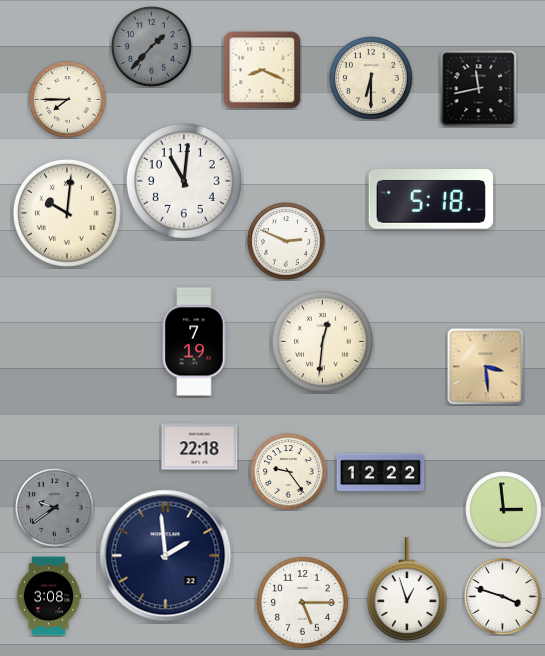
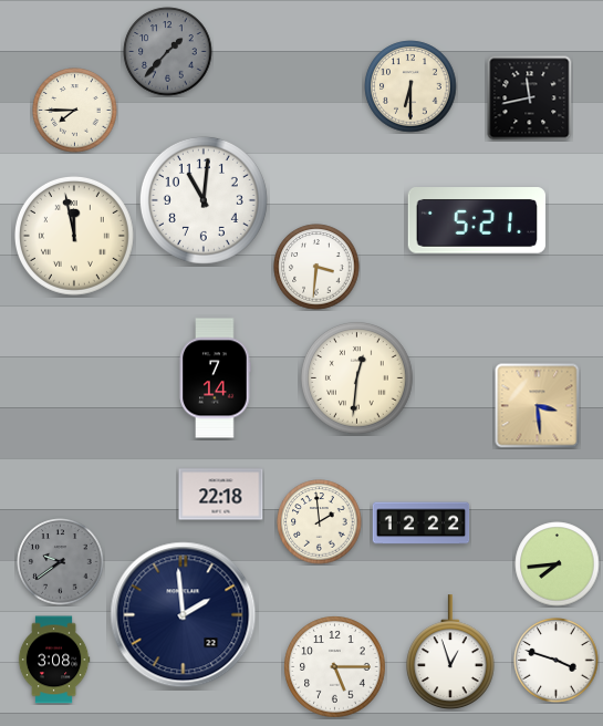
clock at (262, 70): 8:19 -> none
clock at (430, 199): 5:18 -> 5:21
clock at (67, 213): 10:01 -> 11:58
clock at (286, 241): 2:49 -> 3:31
clock at (194, 342): 7:19 -> 7:14
clock at (289, 472): 9:24 -> 1:59
clock at (504, 510): 2:59 -> 7:44
